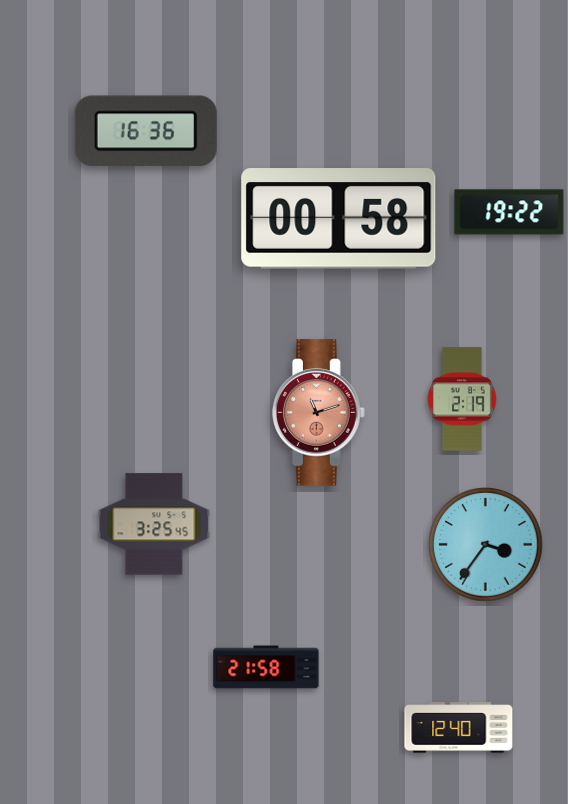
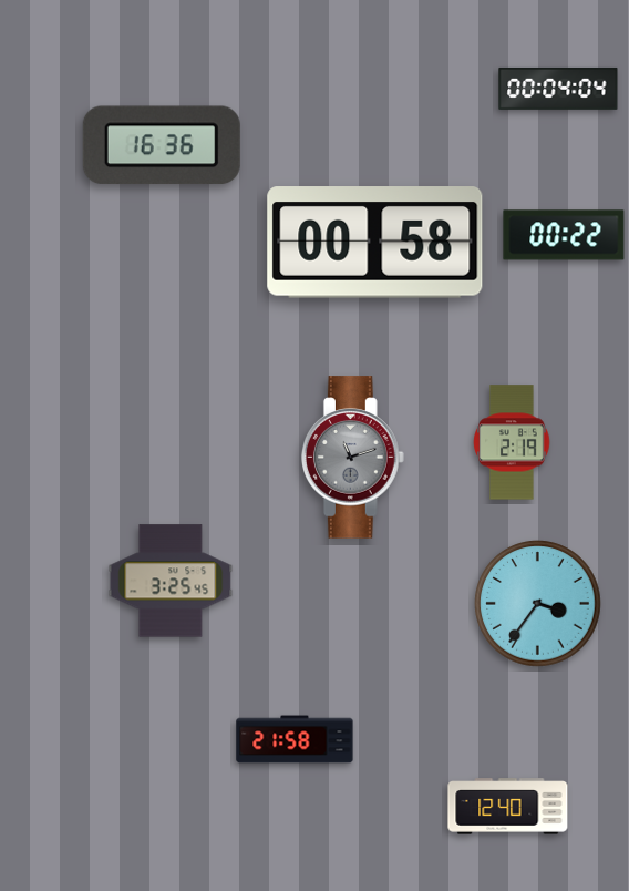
clock at (558, 89): none -> 00:04
clock at (509, 212): 19:22 -> 00:22
clock at (319, 413) dial: salmon -> grey
